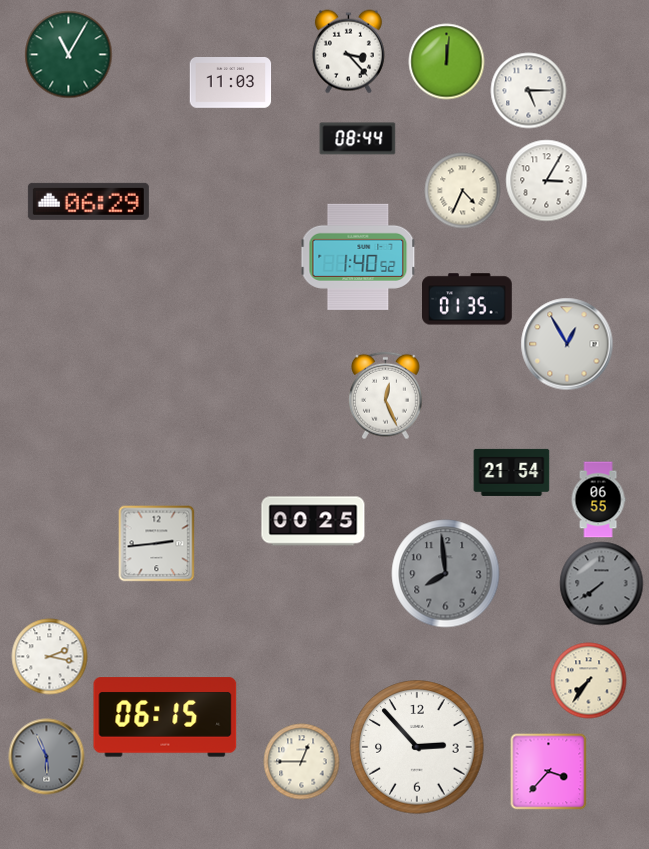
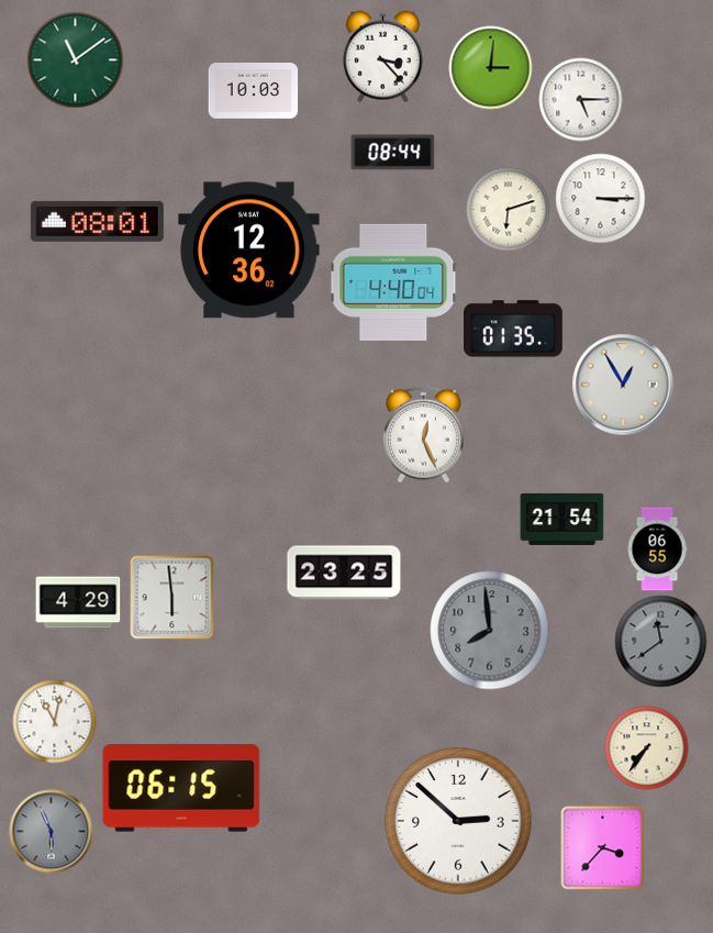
clock at (69, 55): 11:05 -> 11:09
clock at (447, 62): 12:01 -> 3:01
clock at (231, 83): 11:03 -> 10:03
clock at (547, 181): 3:05 -> 3:15
clock at (463, 191): 4:34 -> 6:12
clock at (88, 201): 06:29 -> 08:01
clock at (249, 251): none -> 12:36
clock at (358, 257): 1:40 -> 4:40
clock at (567, 344) position: (567, 344) -> (623, 385)
clock at (313, 521): 00:25 -> 23:25
clock at (157, 544): 2:44 -> 5:59
clock at (78, 602): none -> 4:29
clock at (602, 584): 7:39 -> 11:39
clock at (50, 657): 2:17 -> 11:02
clock at (417, 747): 2:53 -> 2:52
clock at (302, 762): 12:45 -> none
